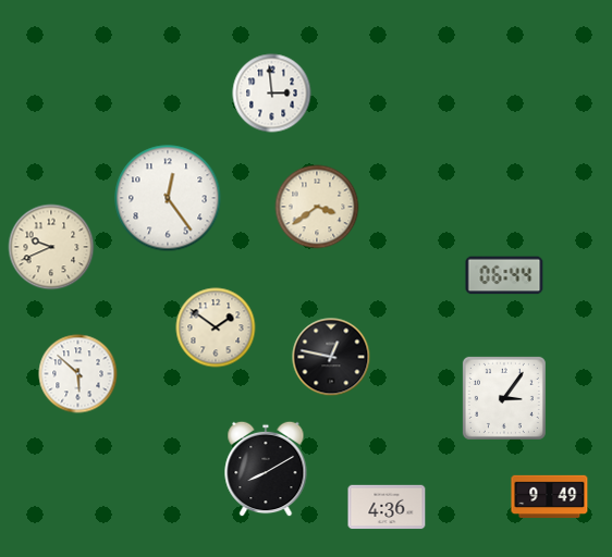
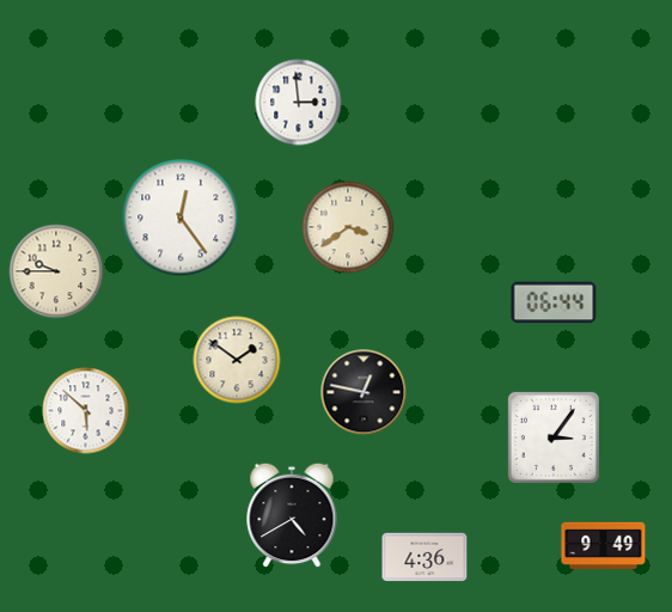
clock at (168, 198) position: (168, 198) -> (181, 218)
clock at (51, 247): 9:41 -> 9:45
clock at (266, 469): 8:10 -> 4:40
